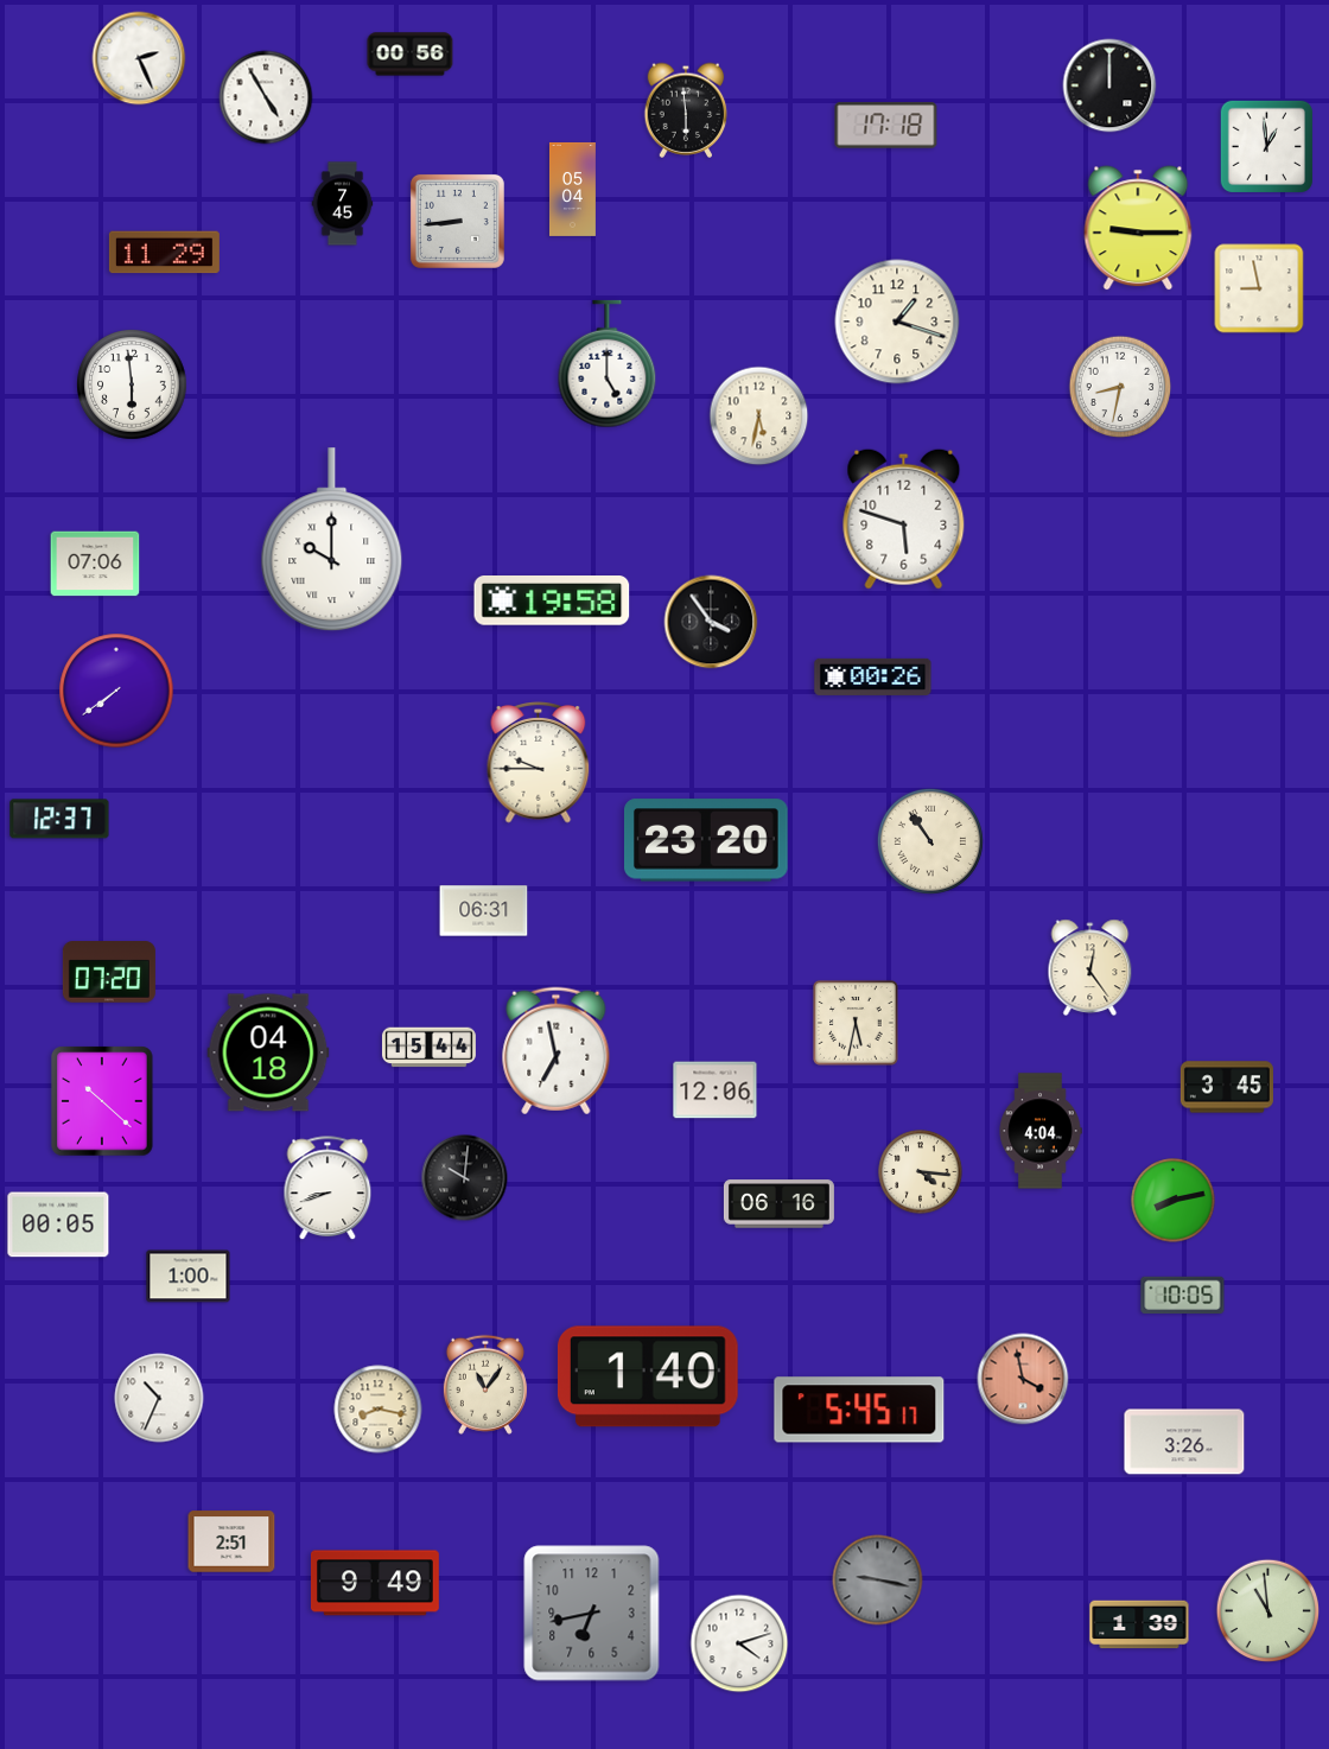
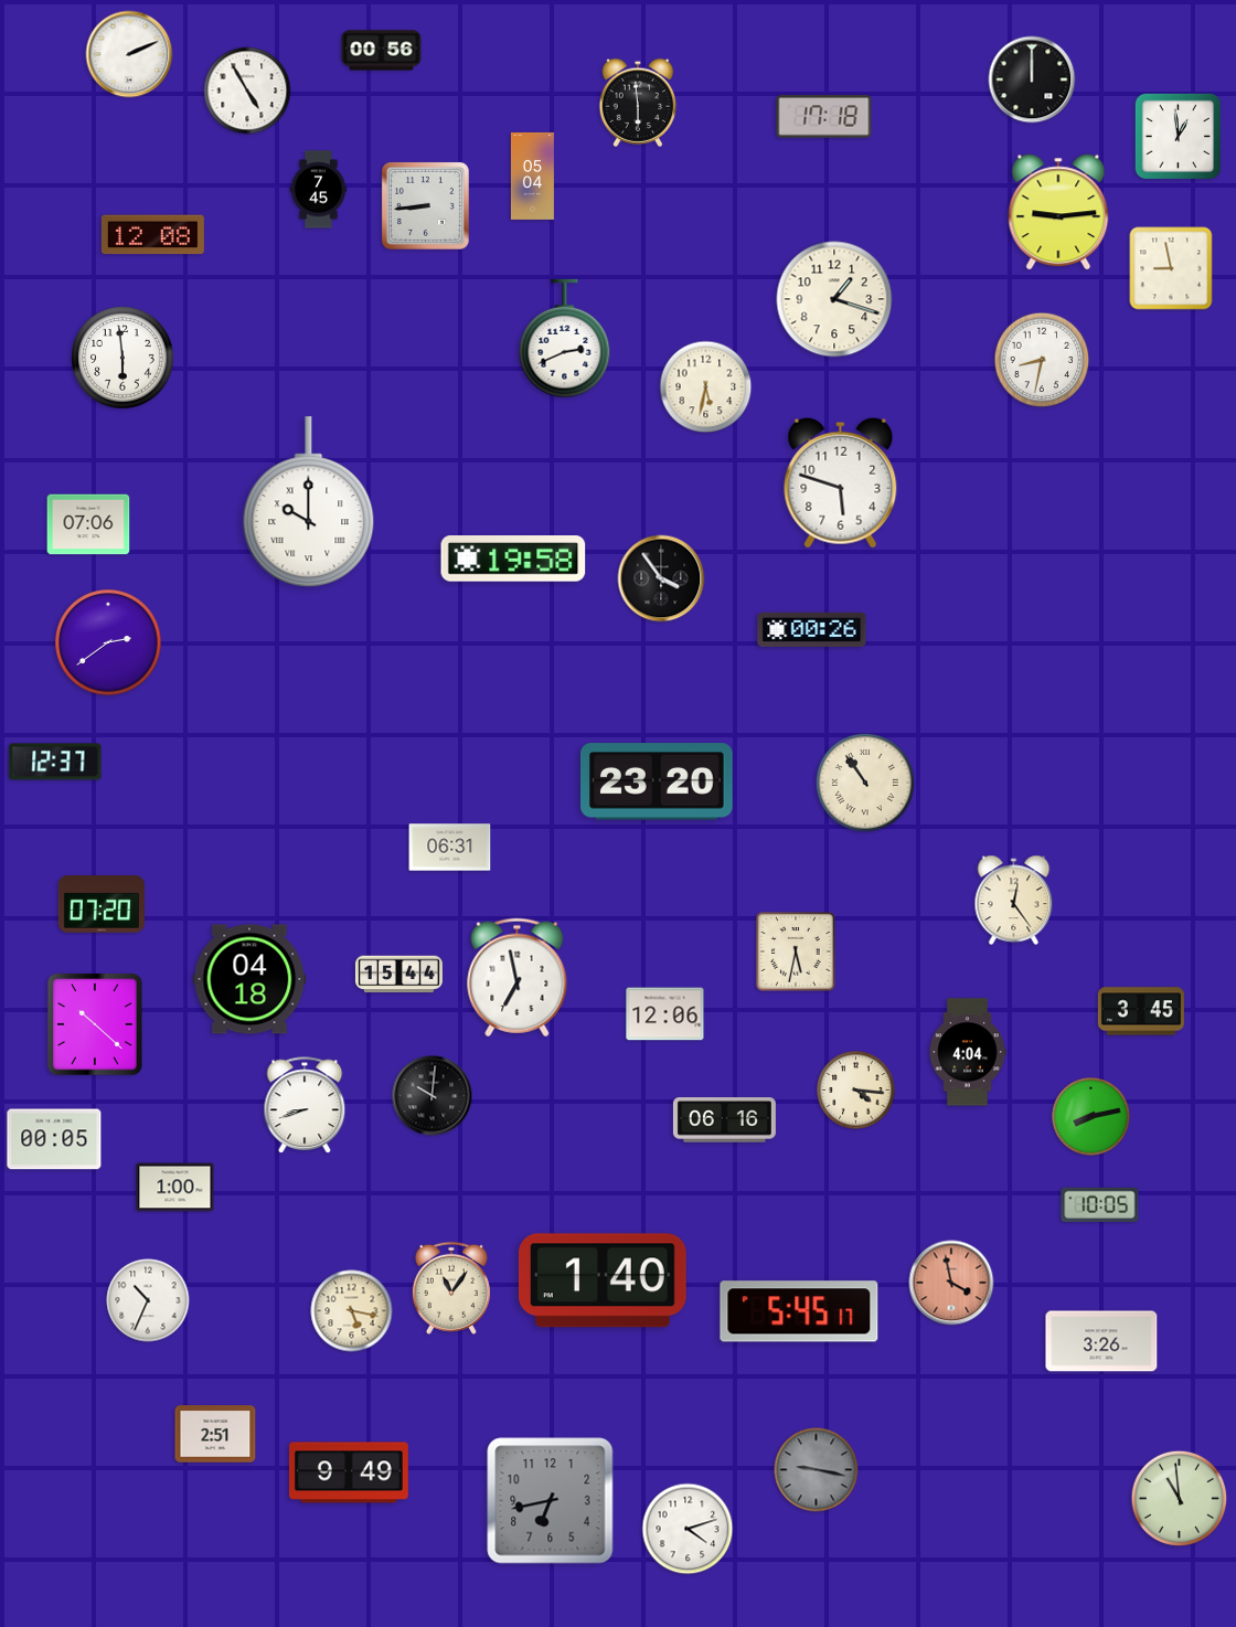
clock at (139, 58): 2:26 -> 2:11
clock at (1138, 228): 9:15 -> 9:14
clock at (164, 253): 11:29 -> 12:08
clock at (608, 364): 5:00 -> 2:41
clock at (116, 691): 7:39 -> 2:39
clock at (539, 763): 9:45 -> none
clock at (379, 1410): 8:17 -> 5:17
clock at (1139, 1624): 1:39 -> none
